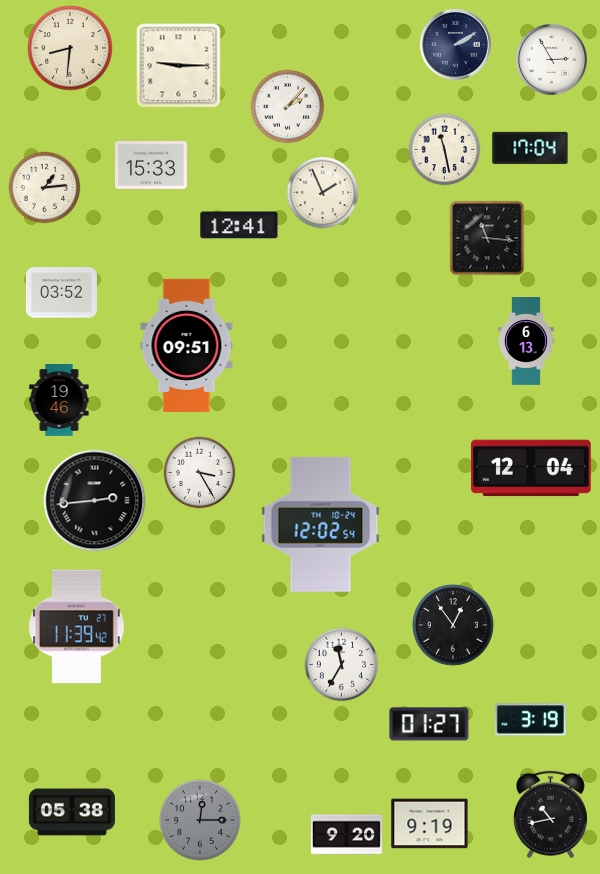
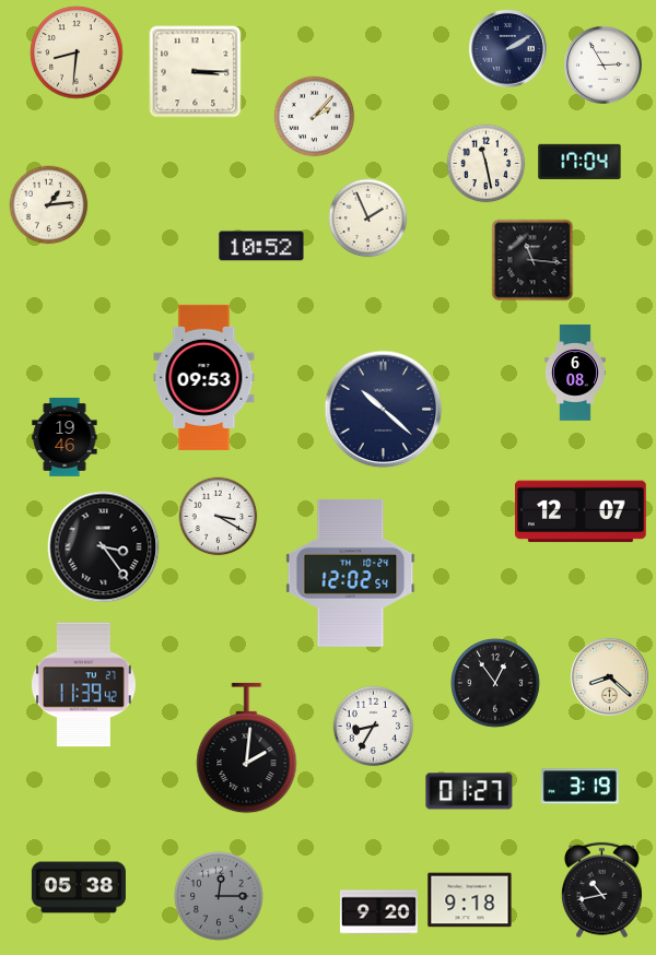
clock at (455, 44) position: (455, 44) -> (507, 48)
clock at (179, 66): 9:15 -> 3:15
clock at (152, 165): 15:33 -> none
clock at (323, 193) position: (323, 193) -> (368, 219)
clock at (239, 225): 12:41 -> 10:52
clock at (61, 293): 03:52 -> none
clock at (526, 341): 6:13 -> 6:08
clock at (187, 345): 09:51 -> 09:53
clock at (384, 410): none -> 10:22
clock at (532, 468): 12:04 -> 12:07
clock at (200, 473): 3:25 -> 3:20
clock at (95, 501): 2:44 -> 3:24
clock at (609, 676): none -> 8:22
clock at (342, 665): 11:35 -> 8:35
clock at (247, 748): none -> 2:01
clock at (430, 824): 9:19 -> 9:18
